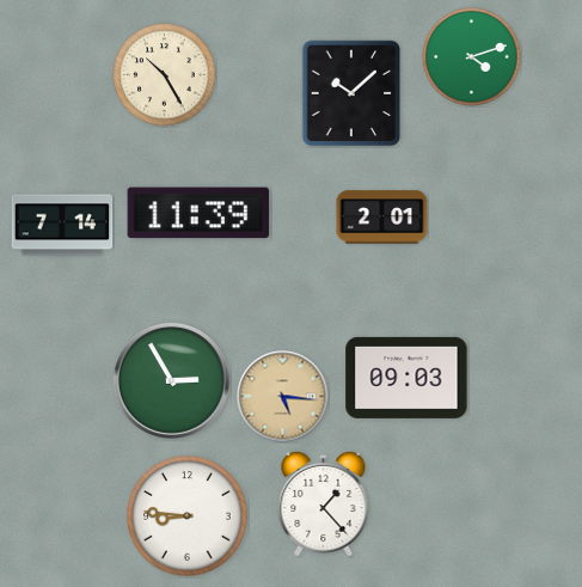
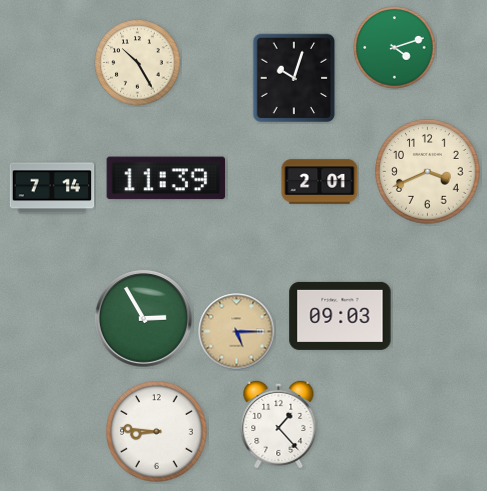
clock at (351, 93): 10:08 -> 10:03
clock at (428, 172): none -> 3:41
clock at (283, 397): 5:16 -> 5:15
clock at (324, 502) position: (324, 502) -> (279, 423)
